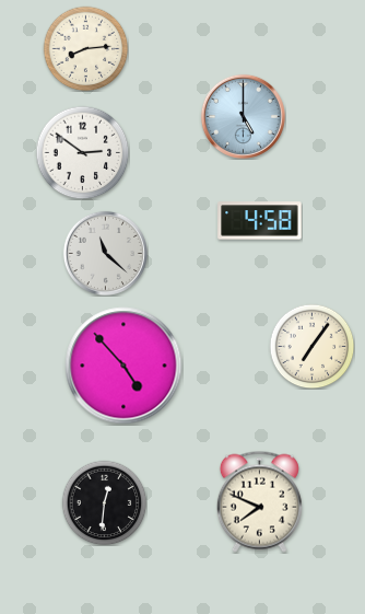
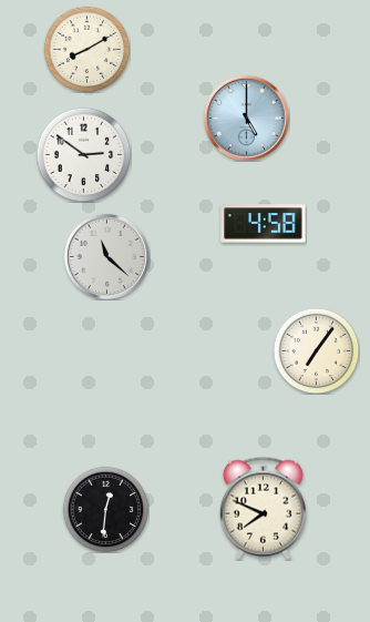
clock at (85, 48): 8:14 -> 8:10
clock at (123, 366): 4:53 -> none
